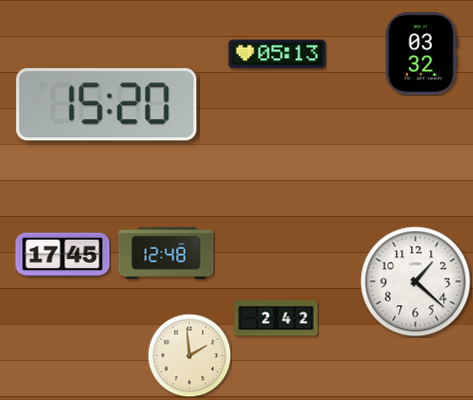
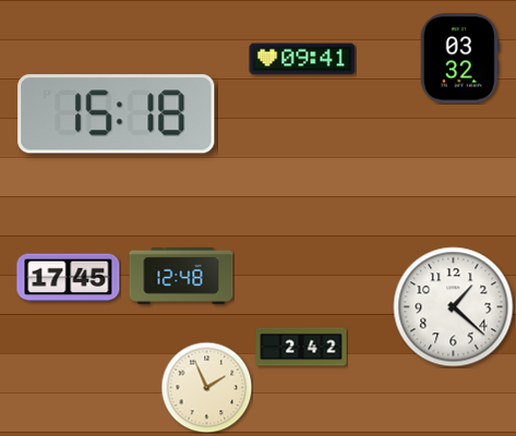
clock at (277, 54): 05:13 -> 09:41
clock at (107, 105): 15:20 -> 15:18
clock at (189, 355): 1:59 -> 1:56
